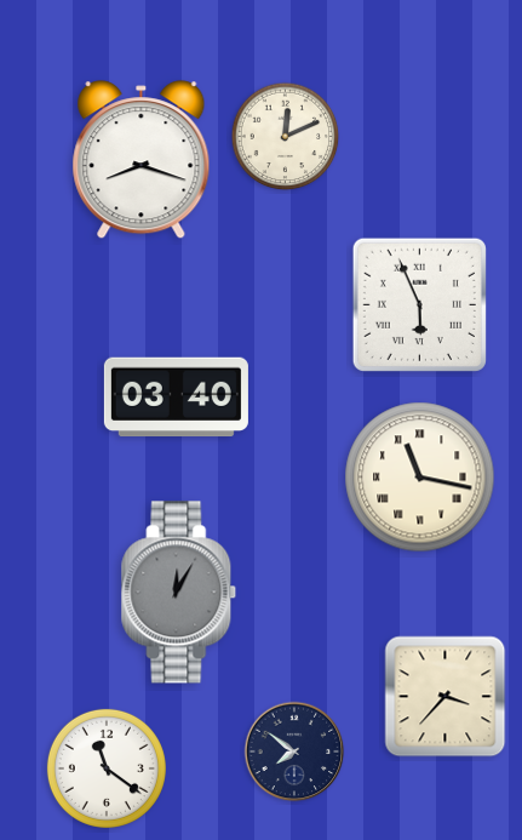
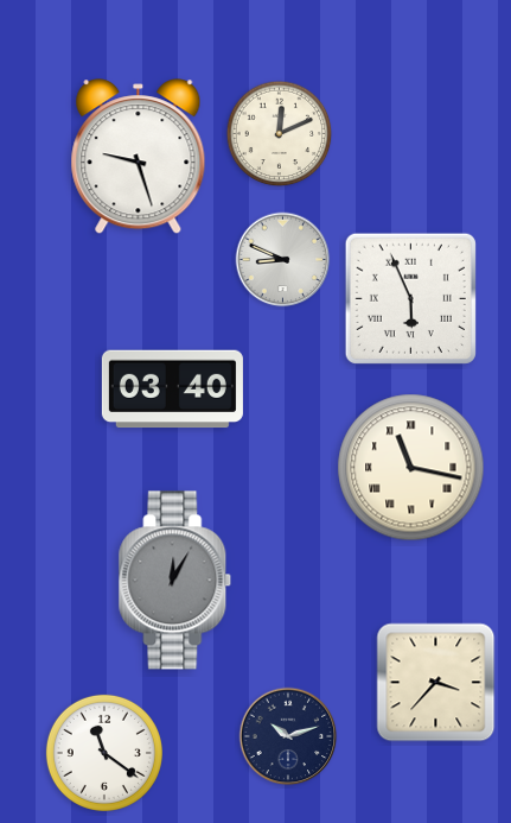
clock at (142, 160): 8:18 -> 9:27
clock at (283, 260): none -> 8:49
clock at (294, 752): 7:51 -> 10:12
